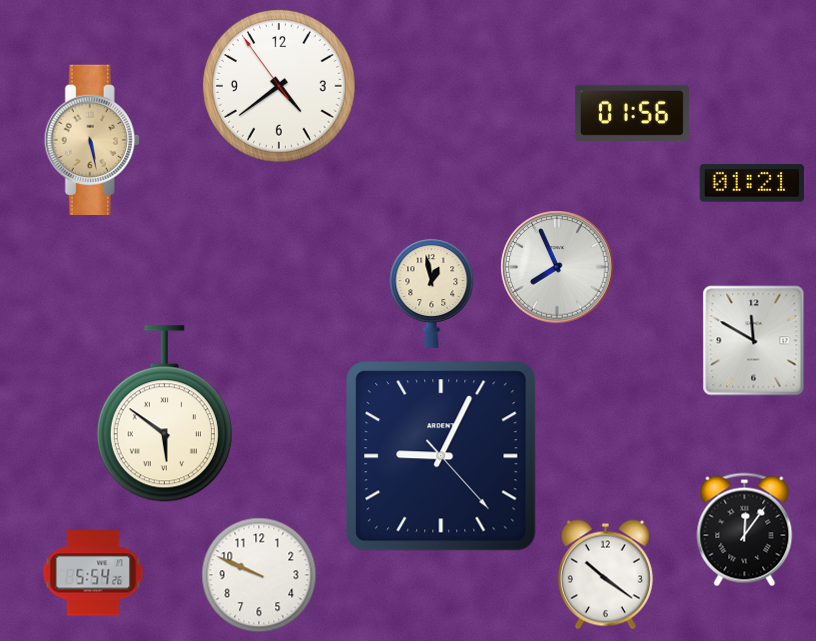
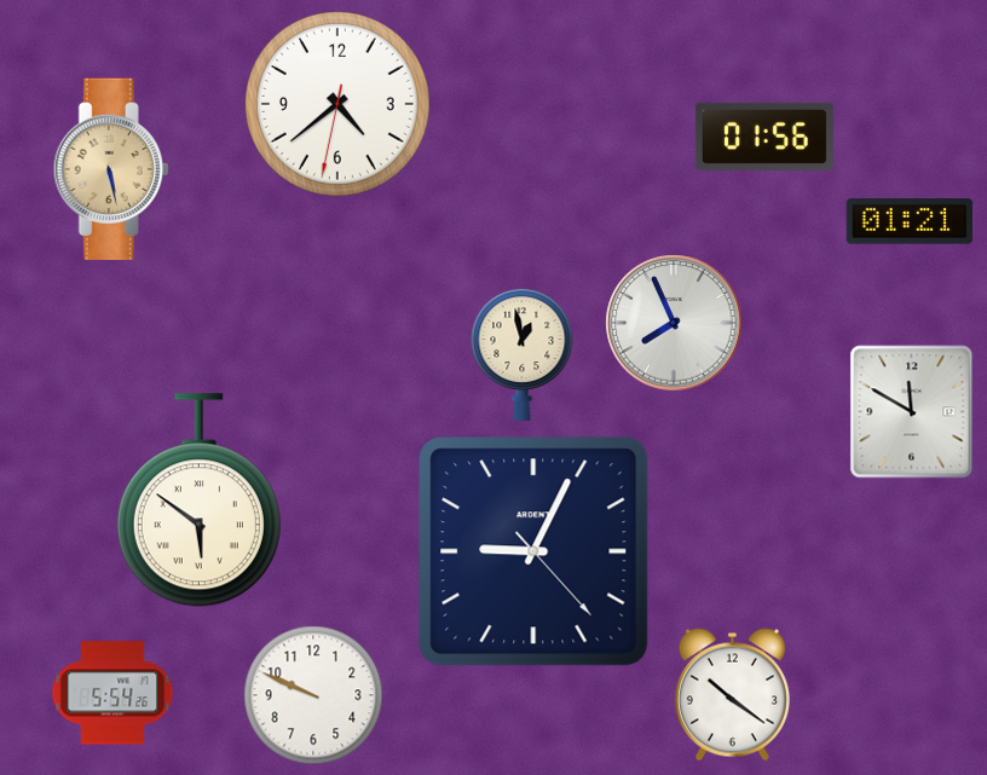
clock at (279, 86): 4:38:54 -> 4:38:32
clock at (745, 530): 12:06 -> none
